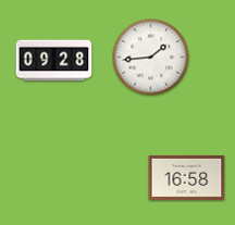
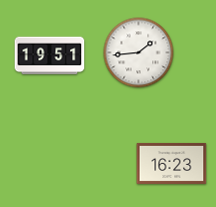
clock at (54, 61): 09:28 -> 19:51
clock at (187, 177): 16:58 -> 16:23
